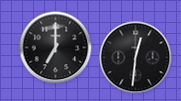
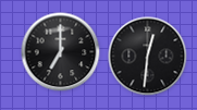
clock at (136, 58) position: (136, 58) -> (148, 57)
